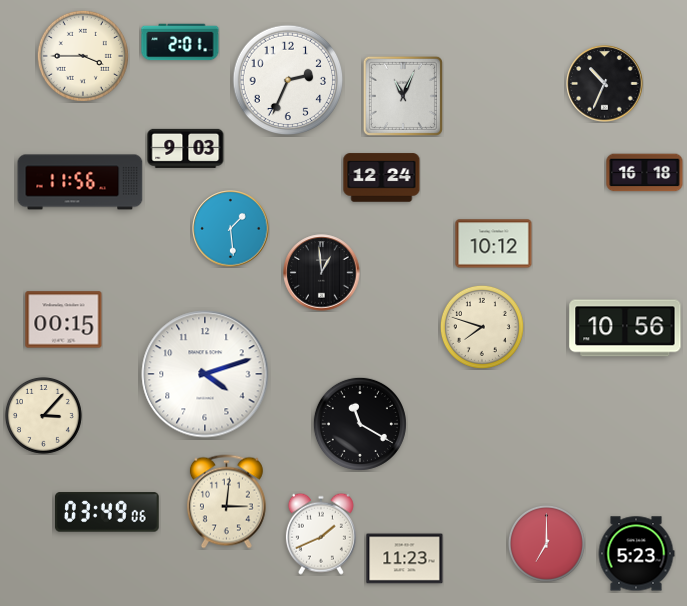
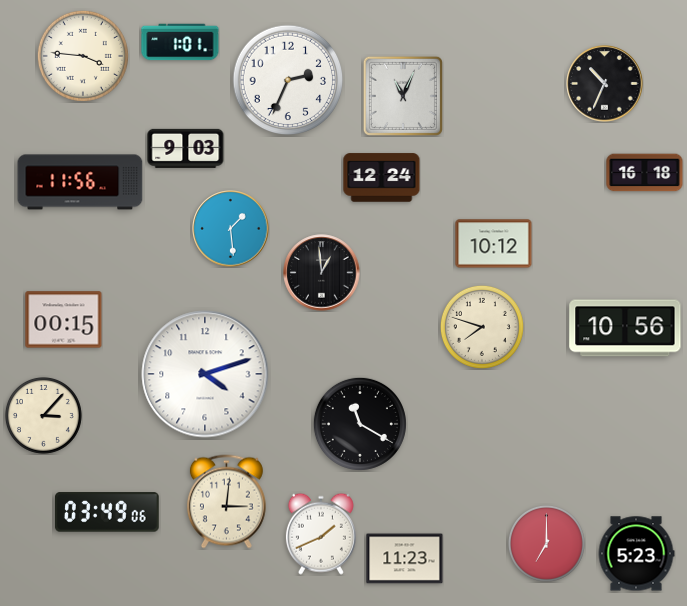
clock at (180, 42): 2:01 -> 1:01
clock at (83, 56): 3:45 -> 3:46
